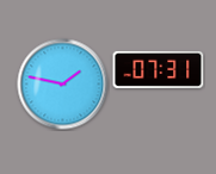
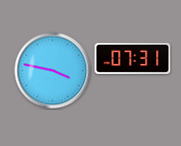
clock at (63, 85): 1:47 -> 3:47
